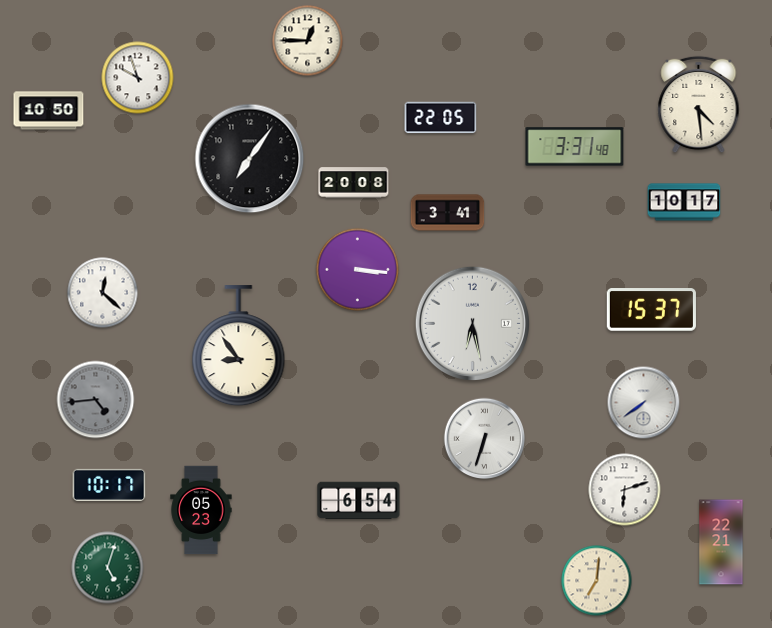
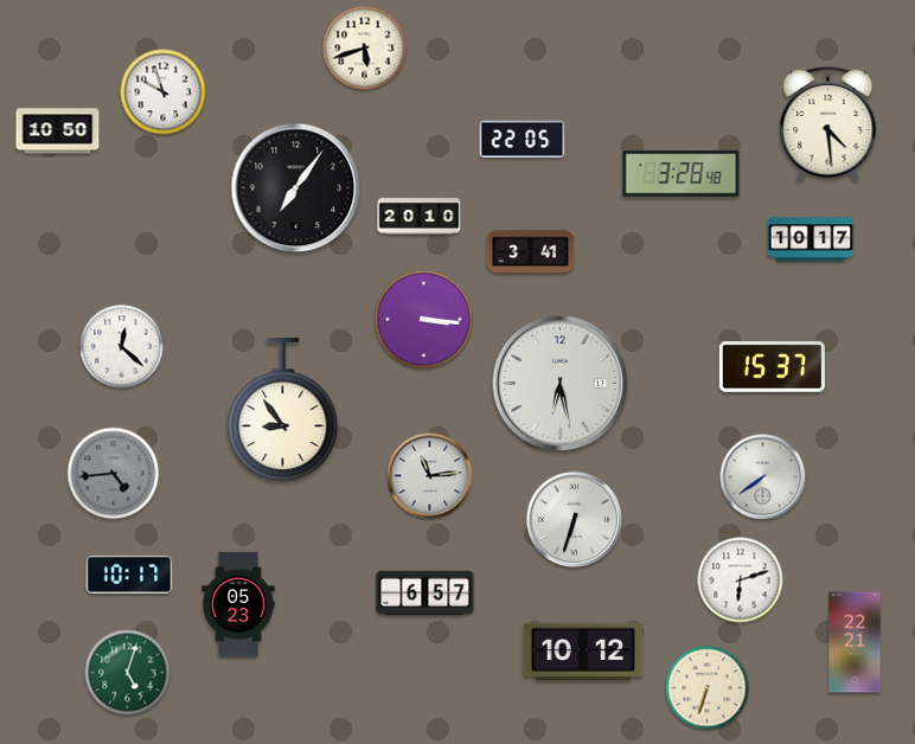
clock at (308, 41): 12:45 -> 5:42
clock at (575, 147): 3:31 -> 3:28
clock at (354, 183): 20:08 -> 20:10
clock at (430, 476): none -> 11:14
clock at (359, 501): 6:54 -> 6:57
clock at (583, 652): none -> 10:12
clock at (597, 581): 7:01 -> 6:33
